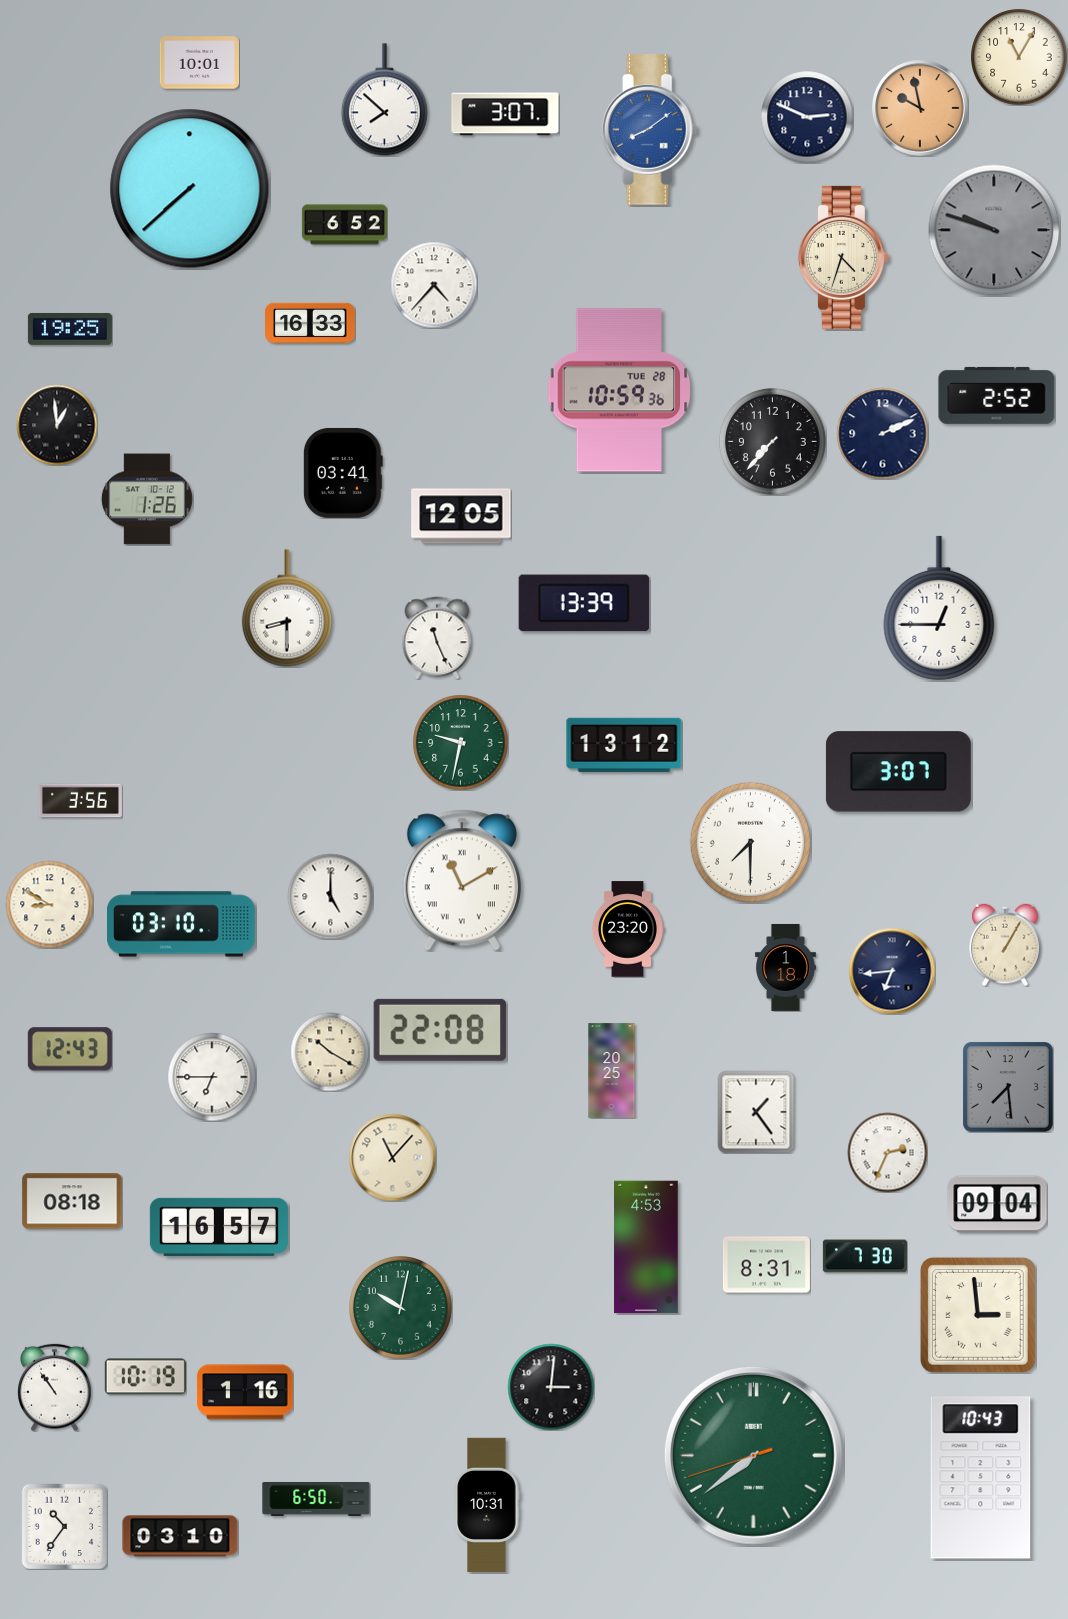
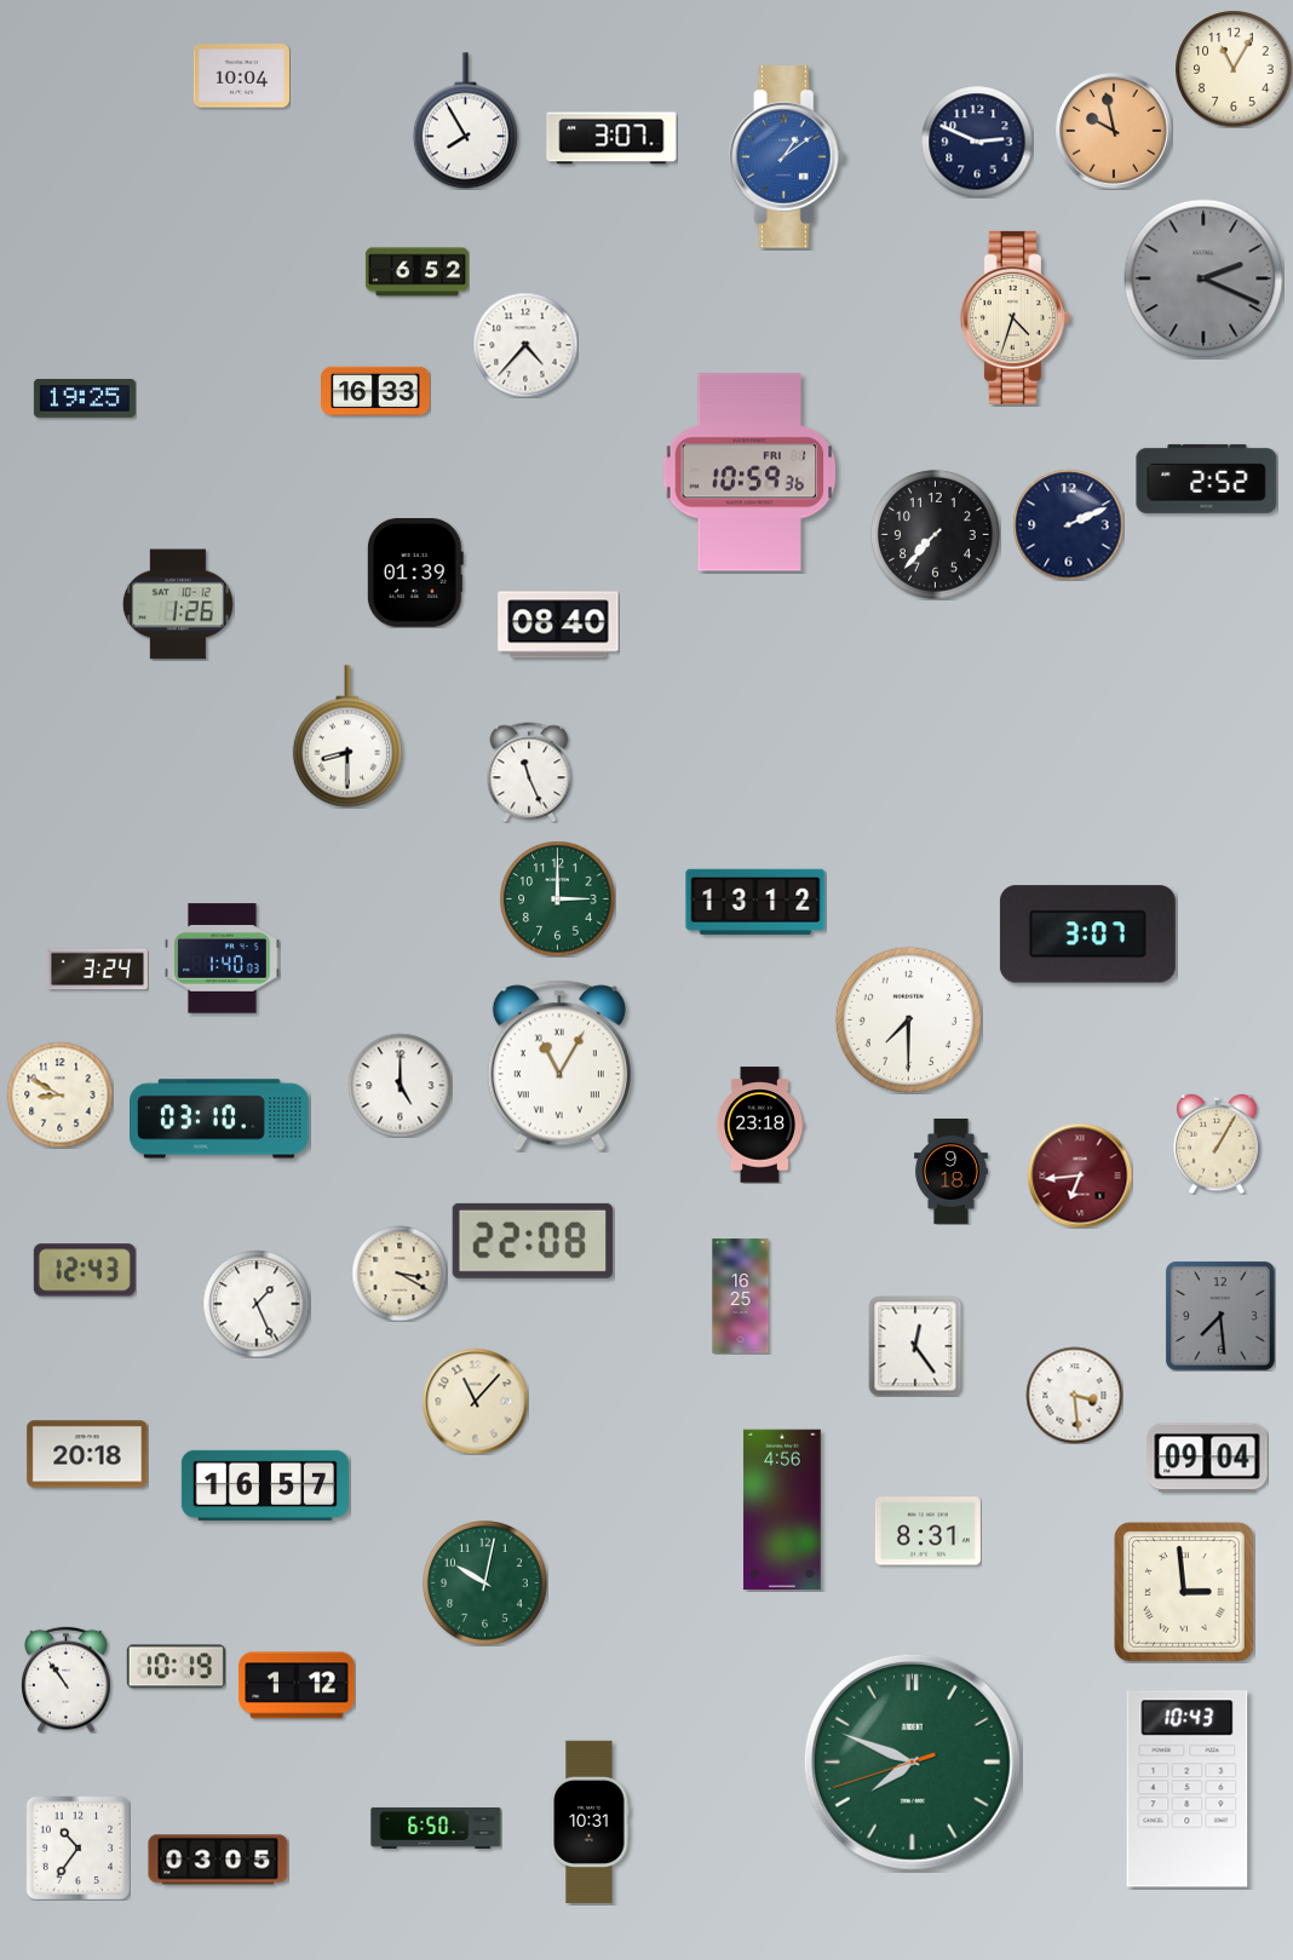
clock at (199, 63): 10:01 -> 10:04
clock at (384, 100): 7:52 -> 7:55
clock at (650, 130): 8:09 -> 1:09
clock at (190, 189): 7:38 -> none
clock at (994, 230): 9:48 -> 2:19
clock at (843, 257) position: (843, 257) -> (1015, 317)
clock at (619, 390) date: TUE 28 -> FRI 1
clock at (57, 425): 12:59 -> none
clock at (343, 473): 03:41 -> 01:39
clock at (461, 516): 12:05 -> 08:40
clock at (584, 603): 13:39 -> none
clock at (939, 608): 12:45 -> none
clock at (460, 742): 9:32 -> 3:00
clock at (223, 959): none -> 1:40
clock at (80, 801): 3:56 -> 3:24
clock at (462, 880): 11:10 -> 11:05
clock at (627, 929): 23:20 -> 23:18
clock at (785, 967): 1:18 -> 9:18
clock at (892, 971) dial: navy -> burgundy
clock at (440, 1030) position: (440, 1030) -> (533, 1241)
clock at (330, 1052): 10:20 -> 3:20
clock at (612, 1071): 20:25 -> 16:25
clock at (212, 1077): 6:45 -> 1:26
clock at (756, 1112): 1:24 -> 12:24
clock at (887, 1152): 2:34 -> 3:29
clock at (72, 1201): 08:18 -> 20:18
clock at (646, 1247): 4:53 -> 4:56
clock at (865, 1256): 7:30 -> none
clock at (551, 1387): 3:01 -> none
clock at (245, 1392): 1:16 -> 1:12
clock at (753, 1455): 7:38 -> 7:48
clock at (316, 1499) position: (316, 1499) -> (436, 1828)
clock at (180, 1536): 03:10 -> 03:05
